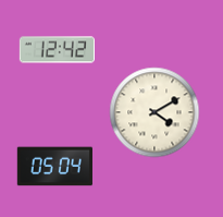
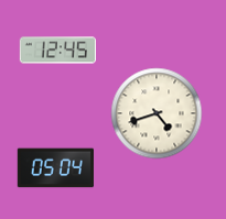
clock at (57, 50): 12:42 -> 12:45
clock at (154, 112): 4:10 -> 4:42
